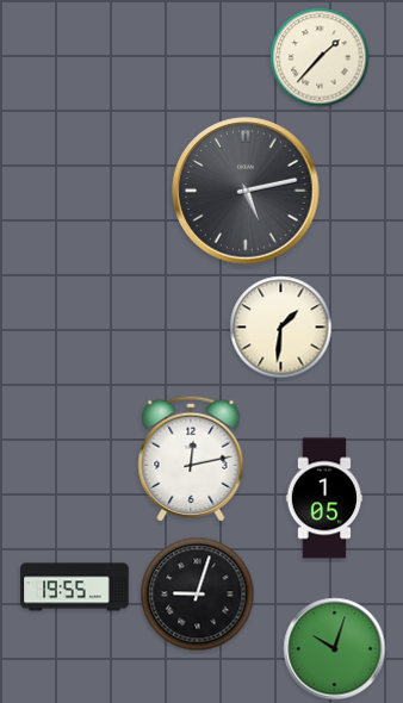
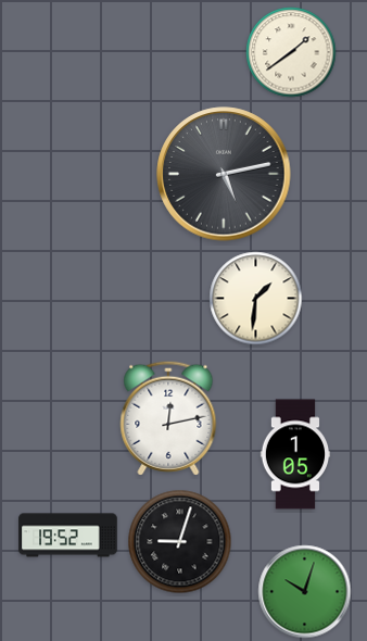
clock at (320, 57): 1:37 -> 1:39
clock at (191, 459) position: (191, 459) -> (168, 418)
clock at (75, 587): 19:55 -> 19:52
